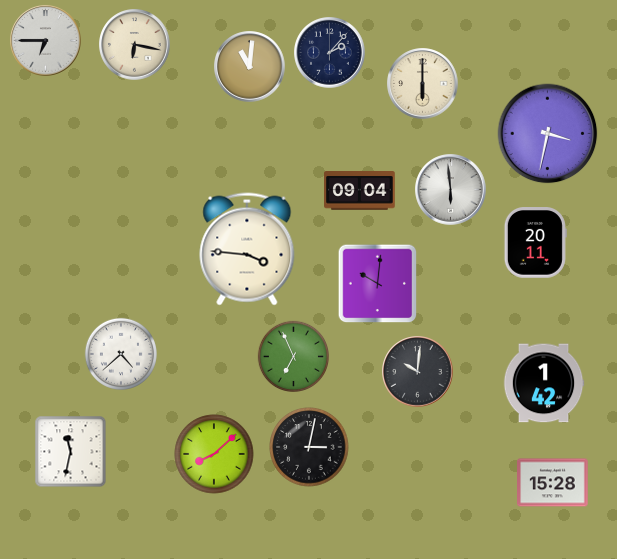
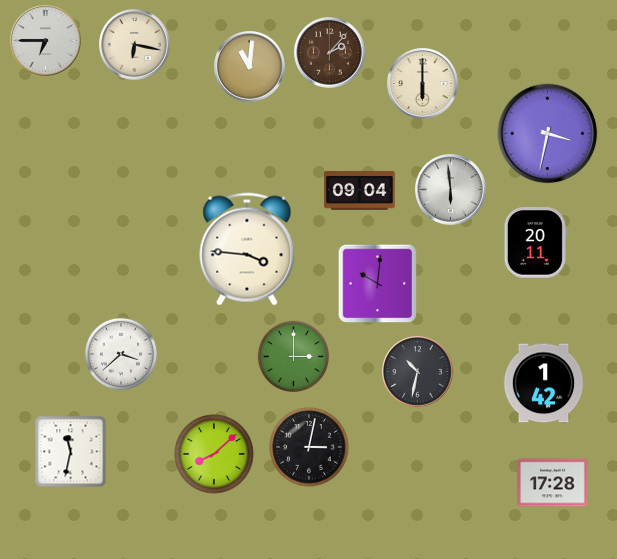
clock at (330, 53) dial: navy -> brown
clock at (121, 354): 4:38 -> 3:38
clock at (293, 356): 6:56 -> 3:00
clock at (418, 372): 10:01 -> 10:32
clock at (553, 483): 15:28 -> 17:28
